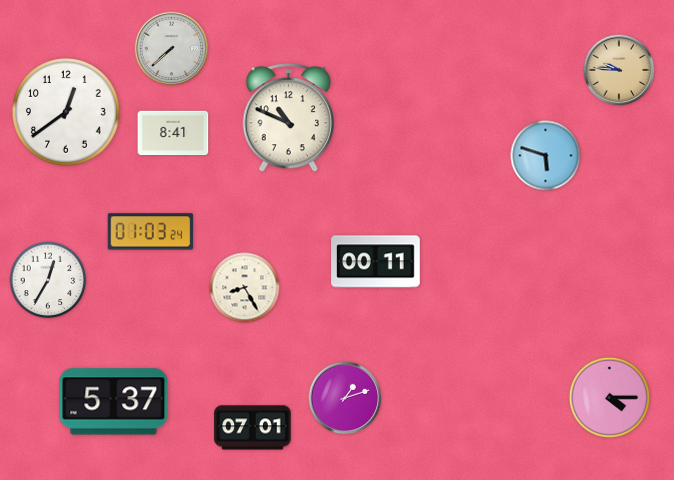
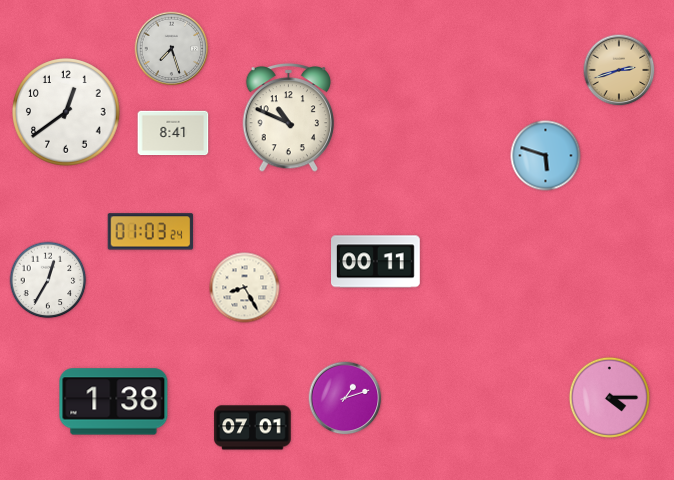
clock at (172, 49): 7:38 -> 7:27
clock at (619, 70): 9:46 -> 2:42
clock at (114, 402): 5:37 -> 1:38
